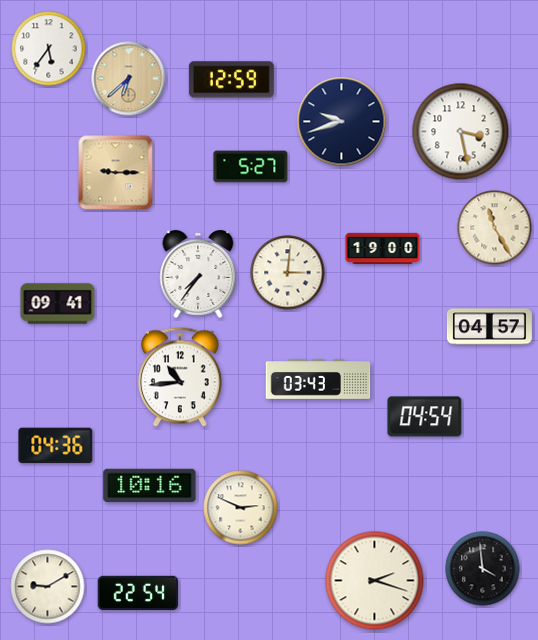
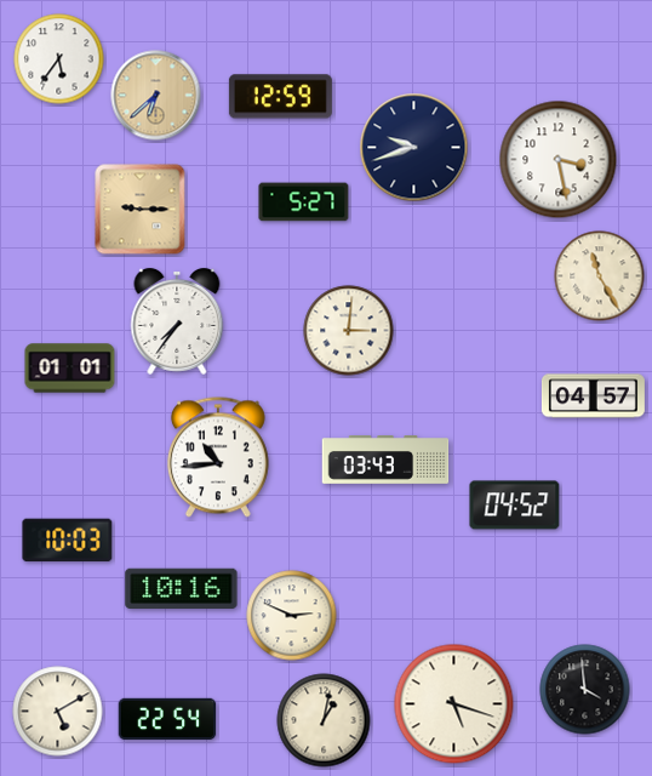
clock at (383, 249): 19:00 -> none
clock at (198, 274) position: (198, 274) -> (177, 321)
clock at (58, 304): 09:41 -> 01:01
clock at (425, 417): 04:54 -> 04:52
clock at (56, 446): 04:36 -> 10:03
clock at (375, 581): 2:18 -> 5:18
clock at (48, 587): 9:10 -> 5:10
clock at (324, 720): none -> 1:02
